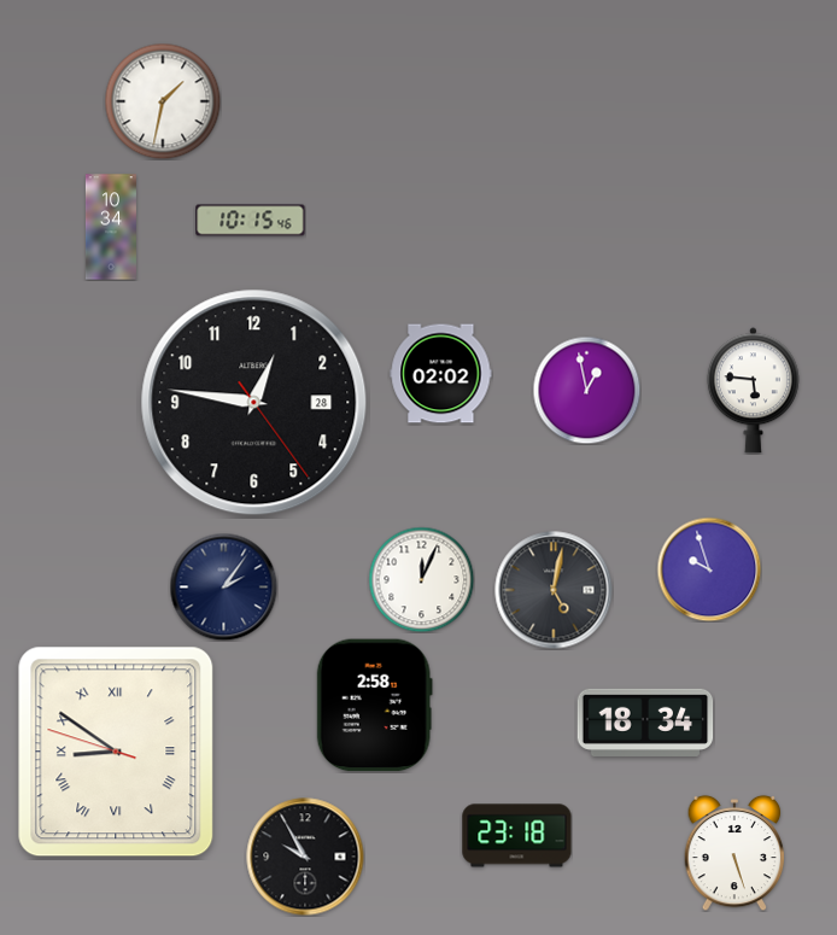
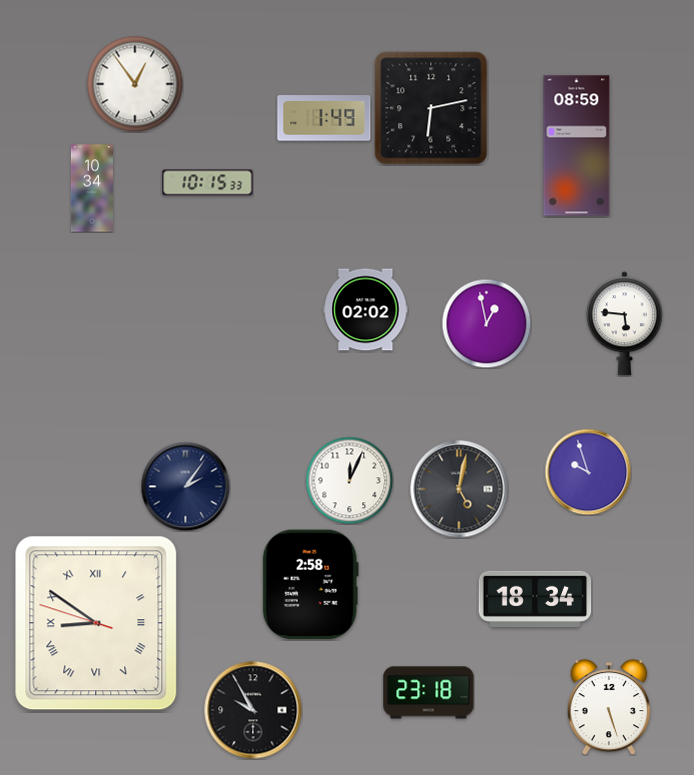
clock at (163, 101): 1:32 -> 12:54
clock at (431, 108): none -> 6:13
clock at (324, 118): none -> 1:49
clock at (577, 146): none -> 08:59
clock at (251, 221): 10:15:46 -> 10:15:33
clock at (254, 403): 12:46 -> none
